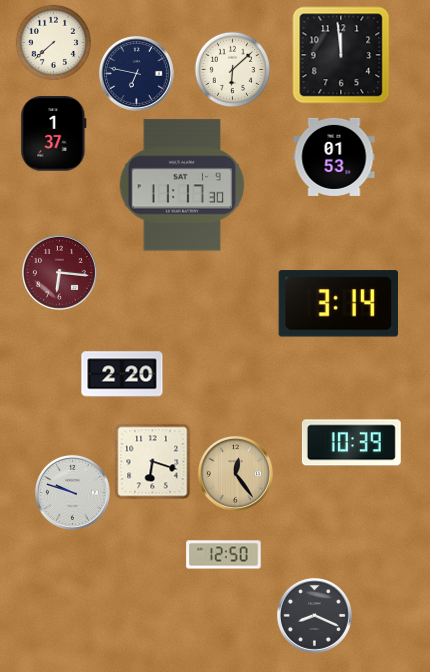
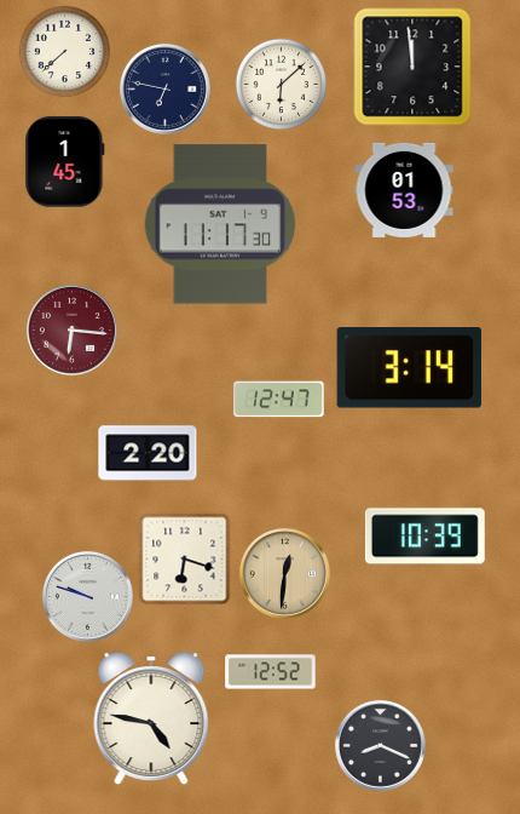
clock at (54, 134): 1:37 -> 1:45
clock at (279, 400): none -> 12:47
clock at (235, 473): 12:24 -> 12:31
clock at (224, 555): 12:50 -> 12:52
clock at (151, 718): none -> 4:47
